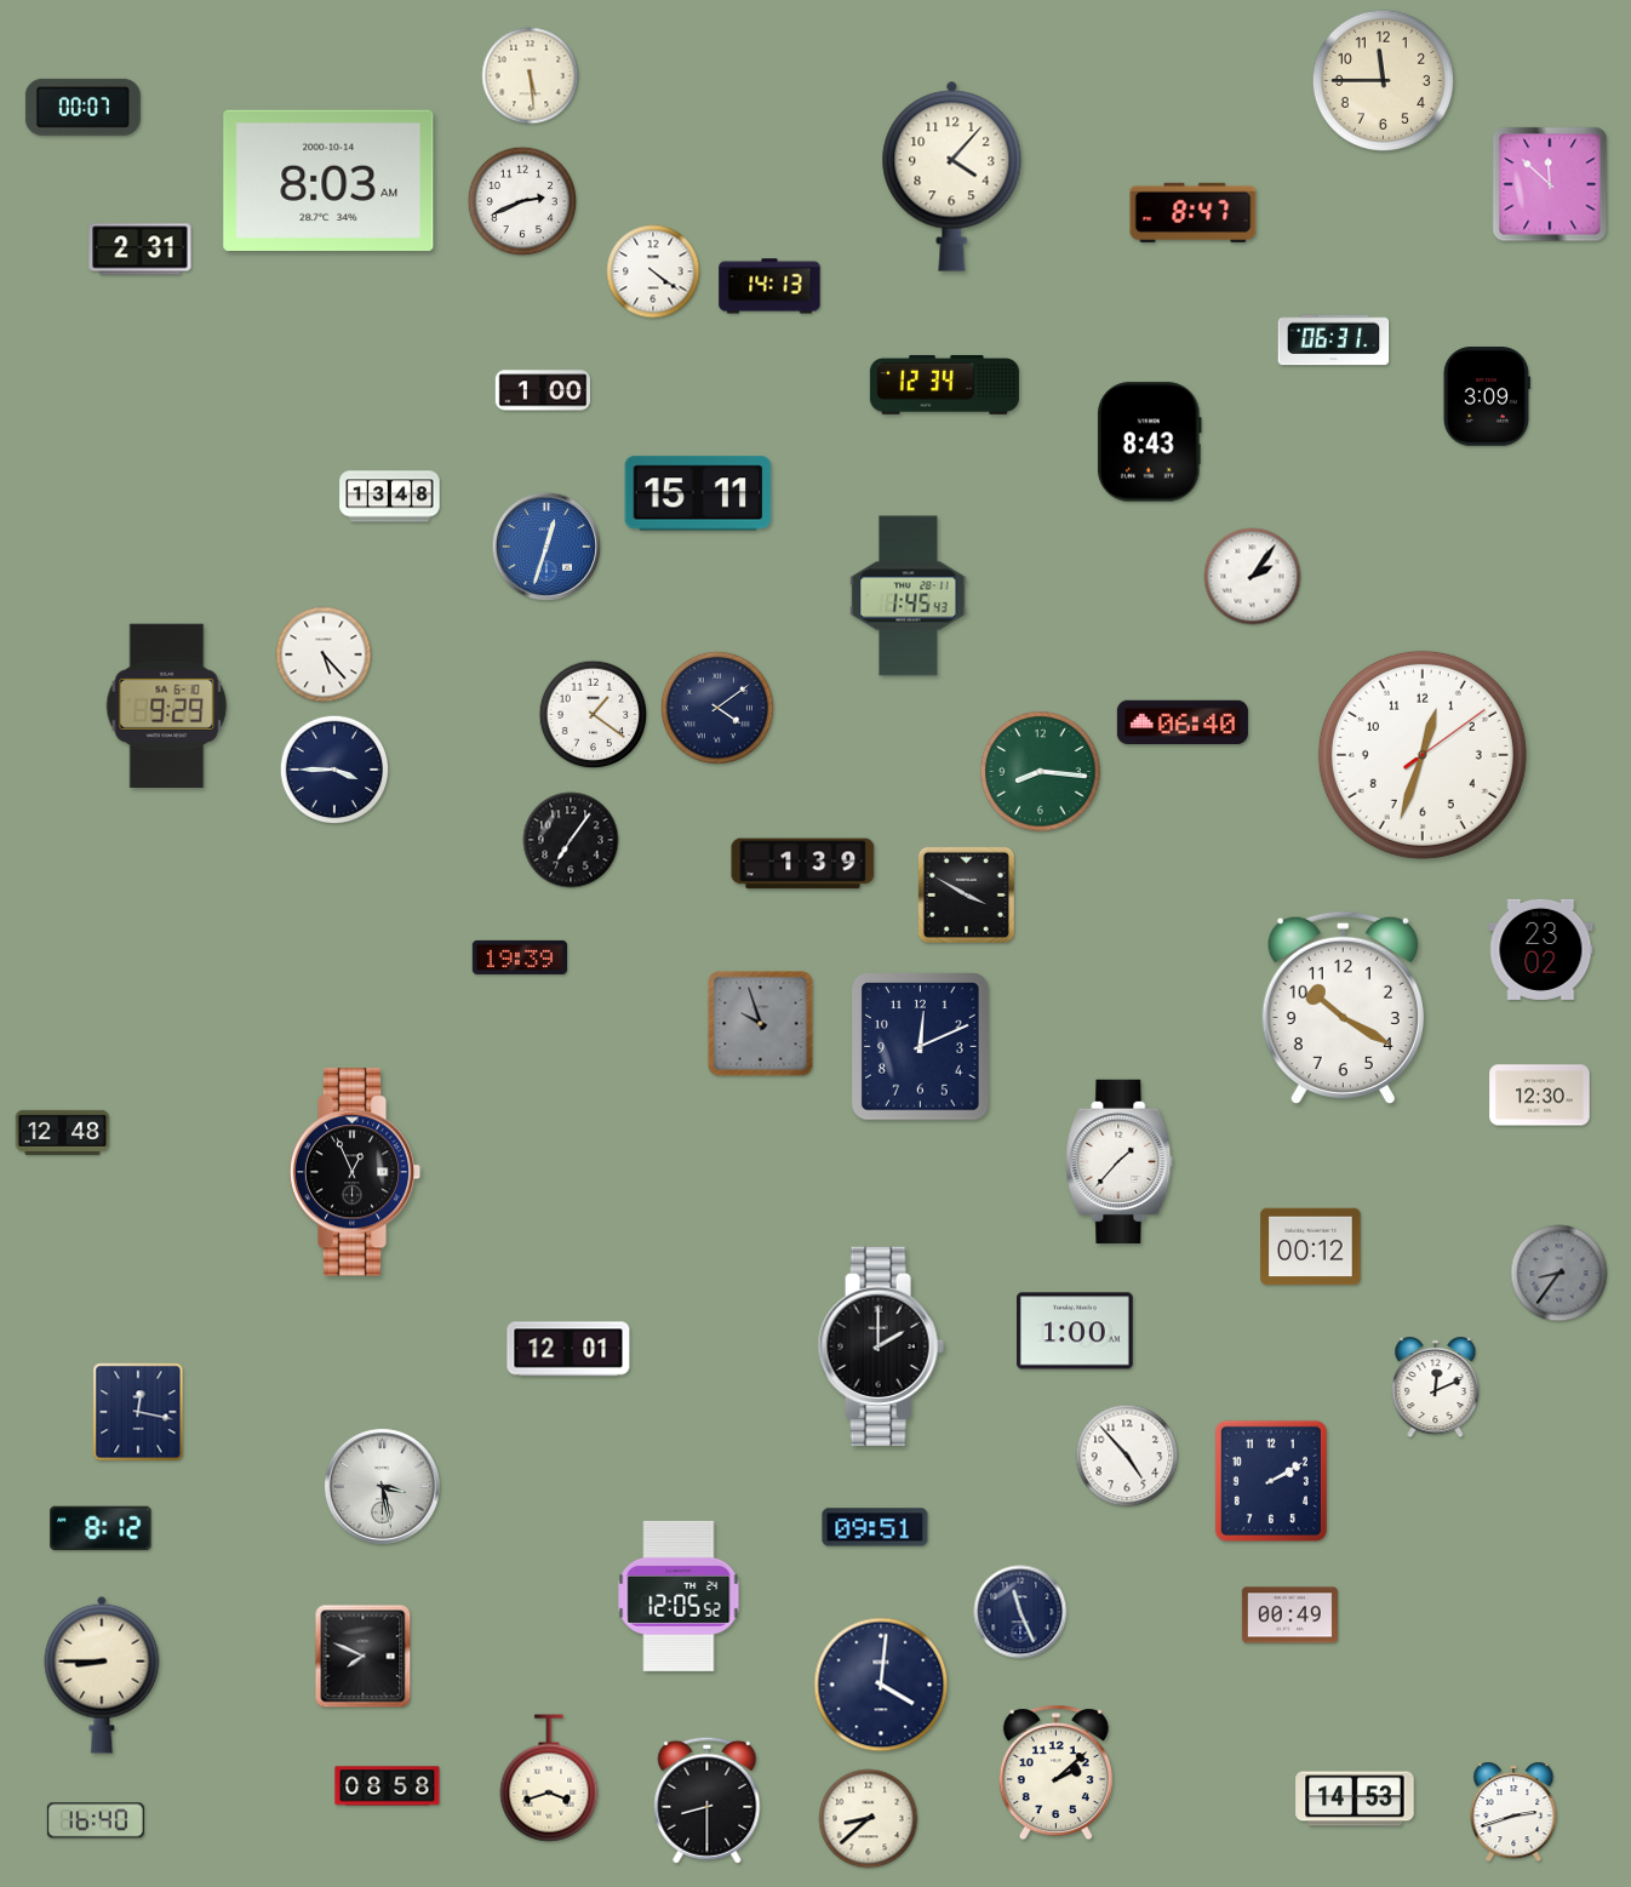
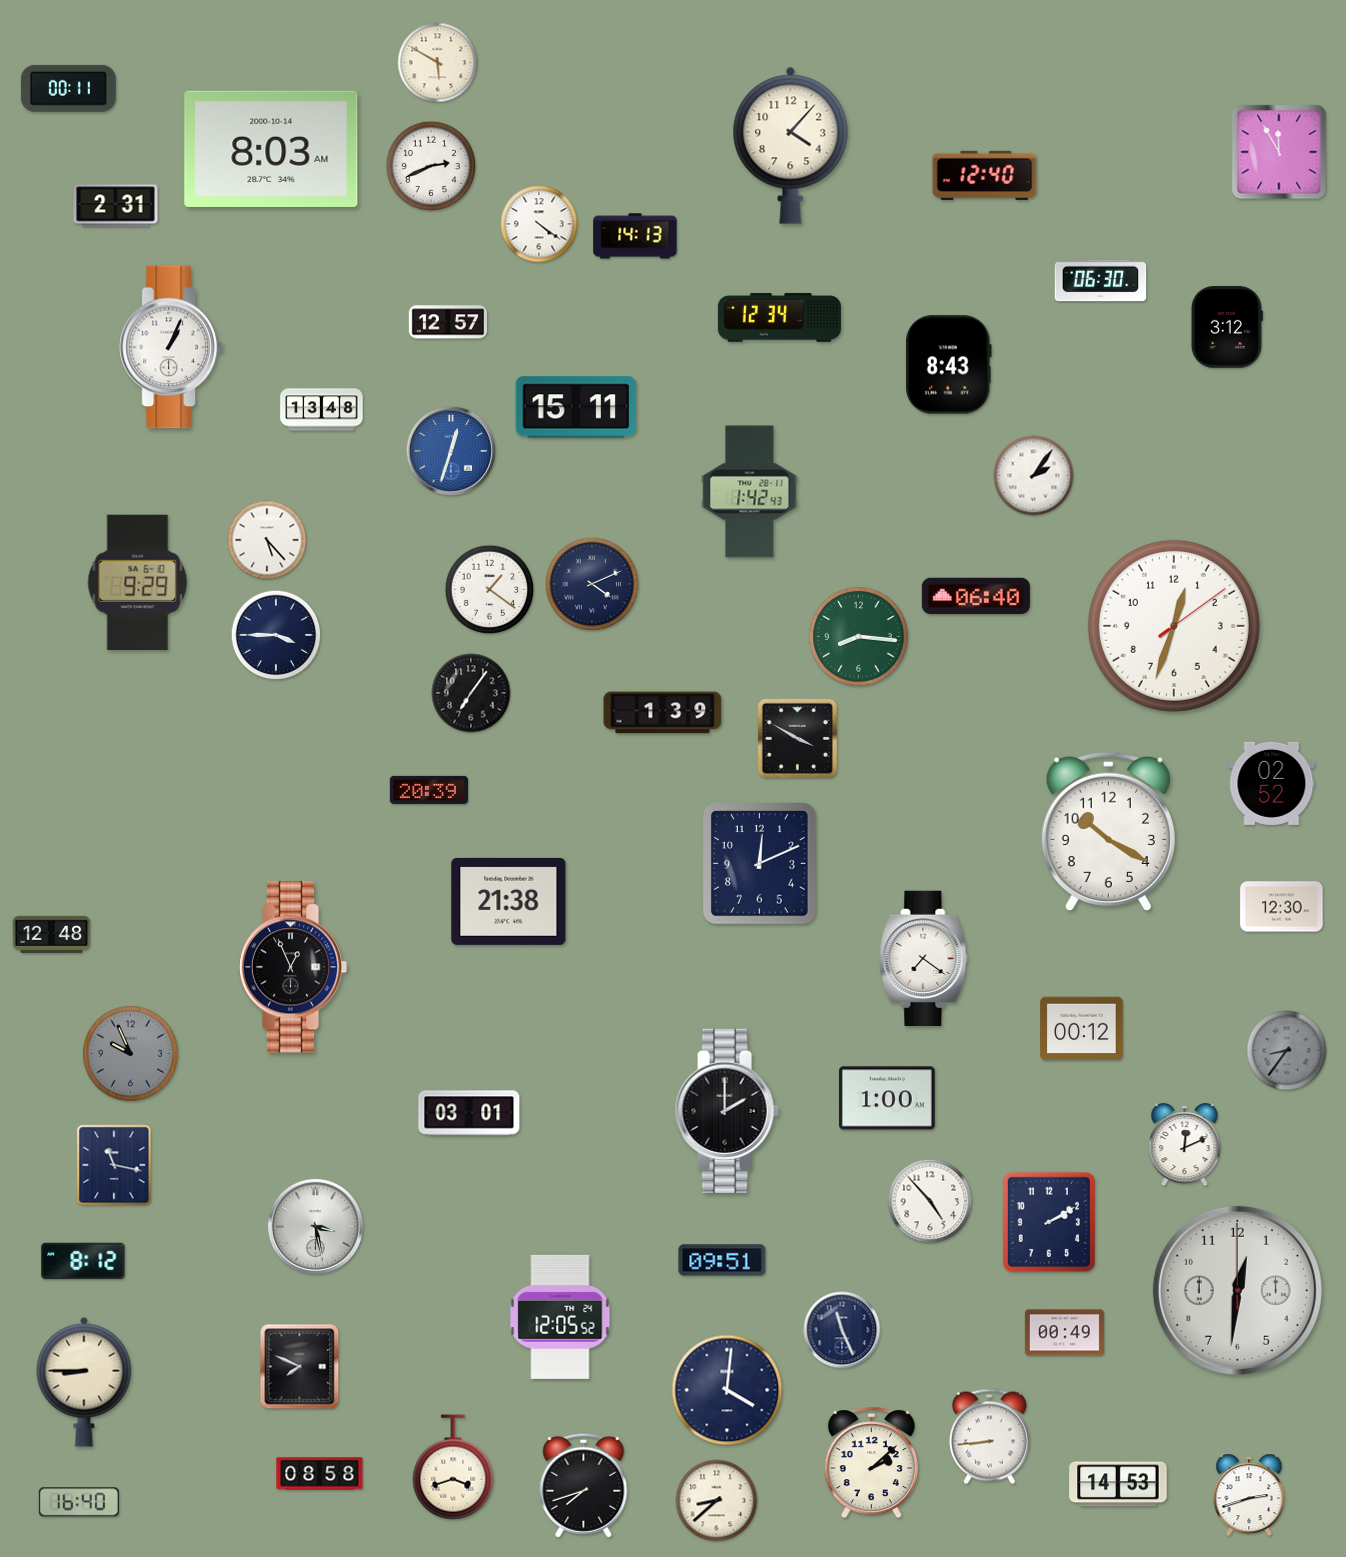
clock at (531, 76): 5:29 -> 5:50
clock at (1383, 80): 11:45 -> none
clock at (82, 107): 00:07 -> 00:11
clock at (952, 176) position: (952, 176) -> (791, 145)
clock at (1550, 184): 11:52 -> 11:55
clock at (1194, 212): 8:47 -> 12:40
clock at (1334, 341): 06:31 -> 06:30
clock at (542, 390): 1:00 -> 12:57
clock at (1487, 396): 3:09 -> 3:12
clock at (171, 347): none -> 1:04
clock at (909, 596): 1:45 -> 1:42
clock at (717, 708): 4:09 -> 4:11
clock at (1423, 755) position: (1423, 755) -> (1174, 626)
clock at (1541, 949): 23:02 -> 02:52
clock at (519, 957): 19:39 -> 20:39
clock at (761, 1024): 9:57 -> none
clock at (509, 901): none -> 21:38
clock at (1540, 1096) position: (1540, 1096) -> (1282, 907)
clock at (1120, 1162): 1:37 -> 7:21
clock at (131, 1054): none -> 9:56
clock at (568, 1349): 12:01 -> 03:01
clock at (138, 1412): 12:17 -> 11:17
clock at (1237, 1290): none -> 12:31
clock at (989, 1437): none -> 8:44
clock at (708, 1800): 8:30 -> 7:42
